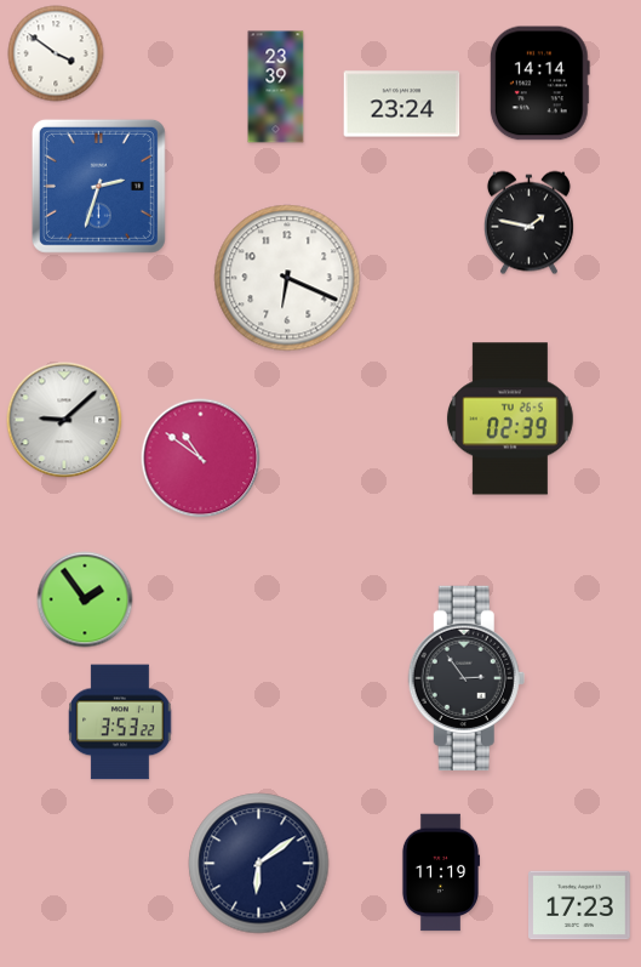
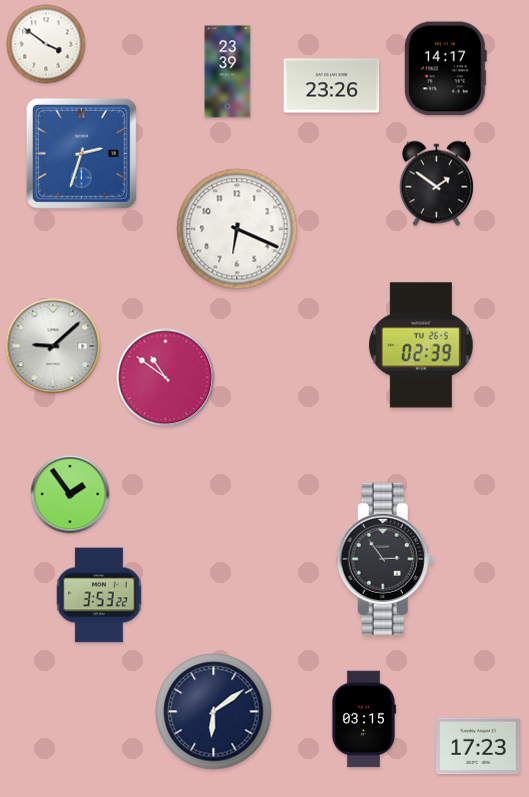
clock at (539, 84): 14:14 -> 14:17
clock at (402, 104): 23:24 -> 23:26
clock at (528, 223): 1:47 -> 1:51
clock at (440, 872): 11:19 -> 03:15
